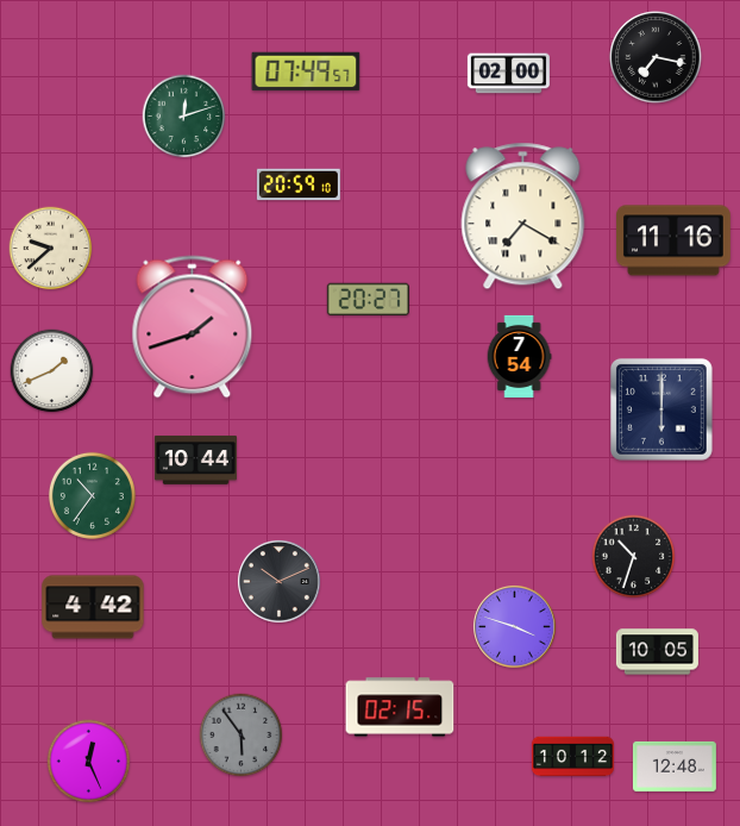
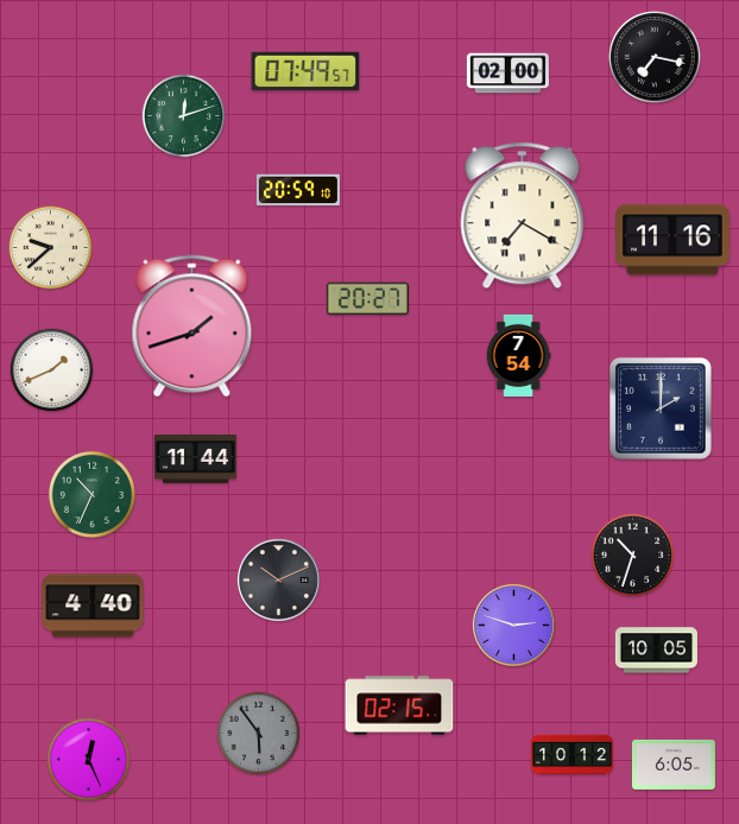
clock at (299, 184) position: (299, 184) -> (298, 190)
clock at (661, 409): 6:00 -> 2:00
clock at (195, 459): 10:44 -> 11:44
clock at (92, 495): 10:36 -> 10:34
clock at (93, 607): 4:42 -> 4:40
clock at (514, 626): 3:48 -> 2:48
clock at (242, 736) position: (242, 736) -> (259, 734)
clock at (675, 766): 12:48 -> 6:05
